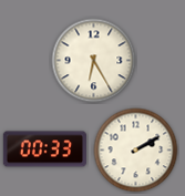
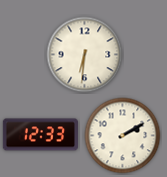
clock at (94, 61): 6:25 -> 6:31
clock at (44, 149): 00:33 -> 12:33
